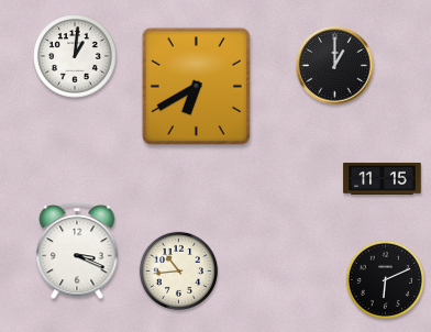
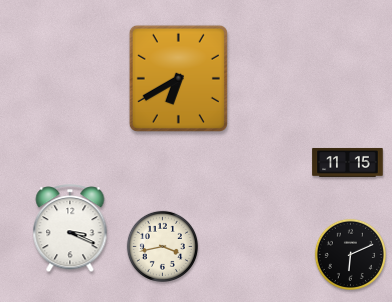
clock at (75, 56): 1:01 -> none
clock at (335, 66): 1:00 -> none
clock at (178, 270): 10:44 -> 3:43
